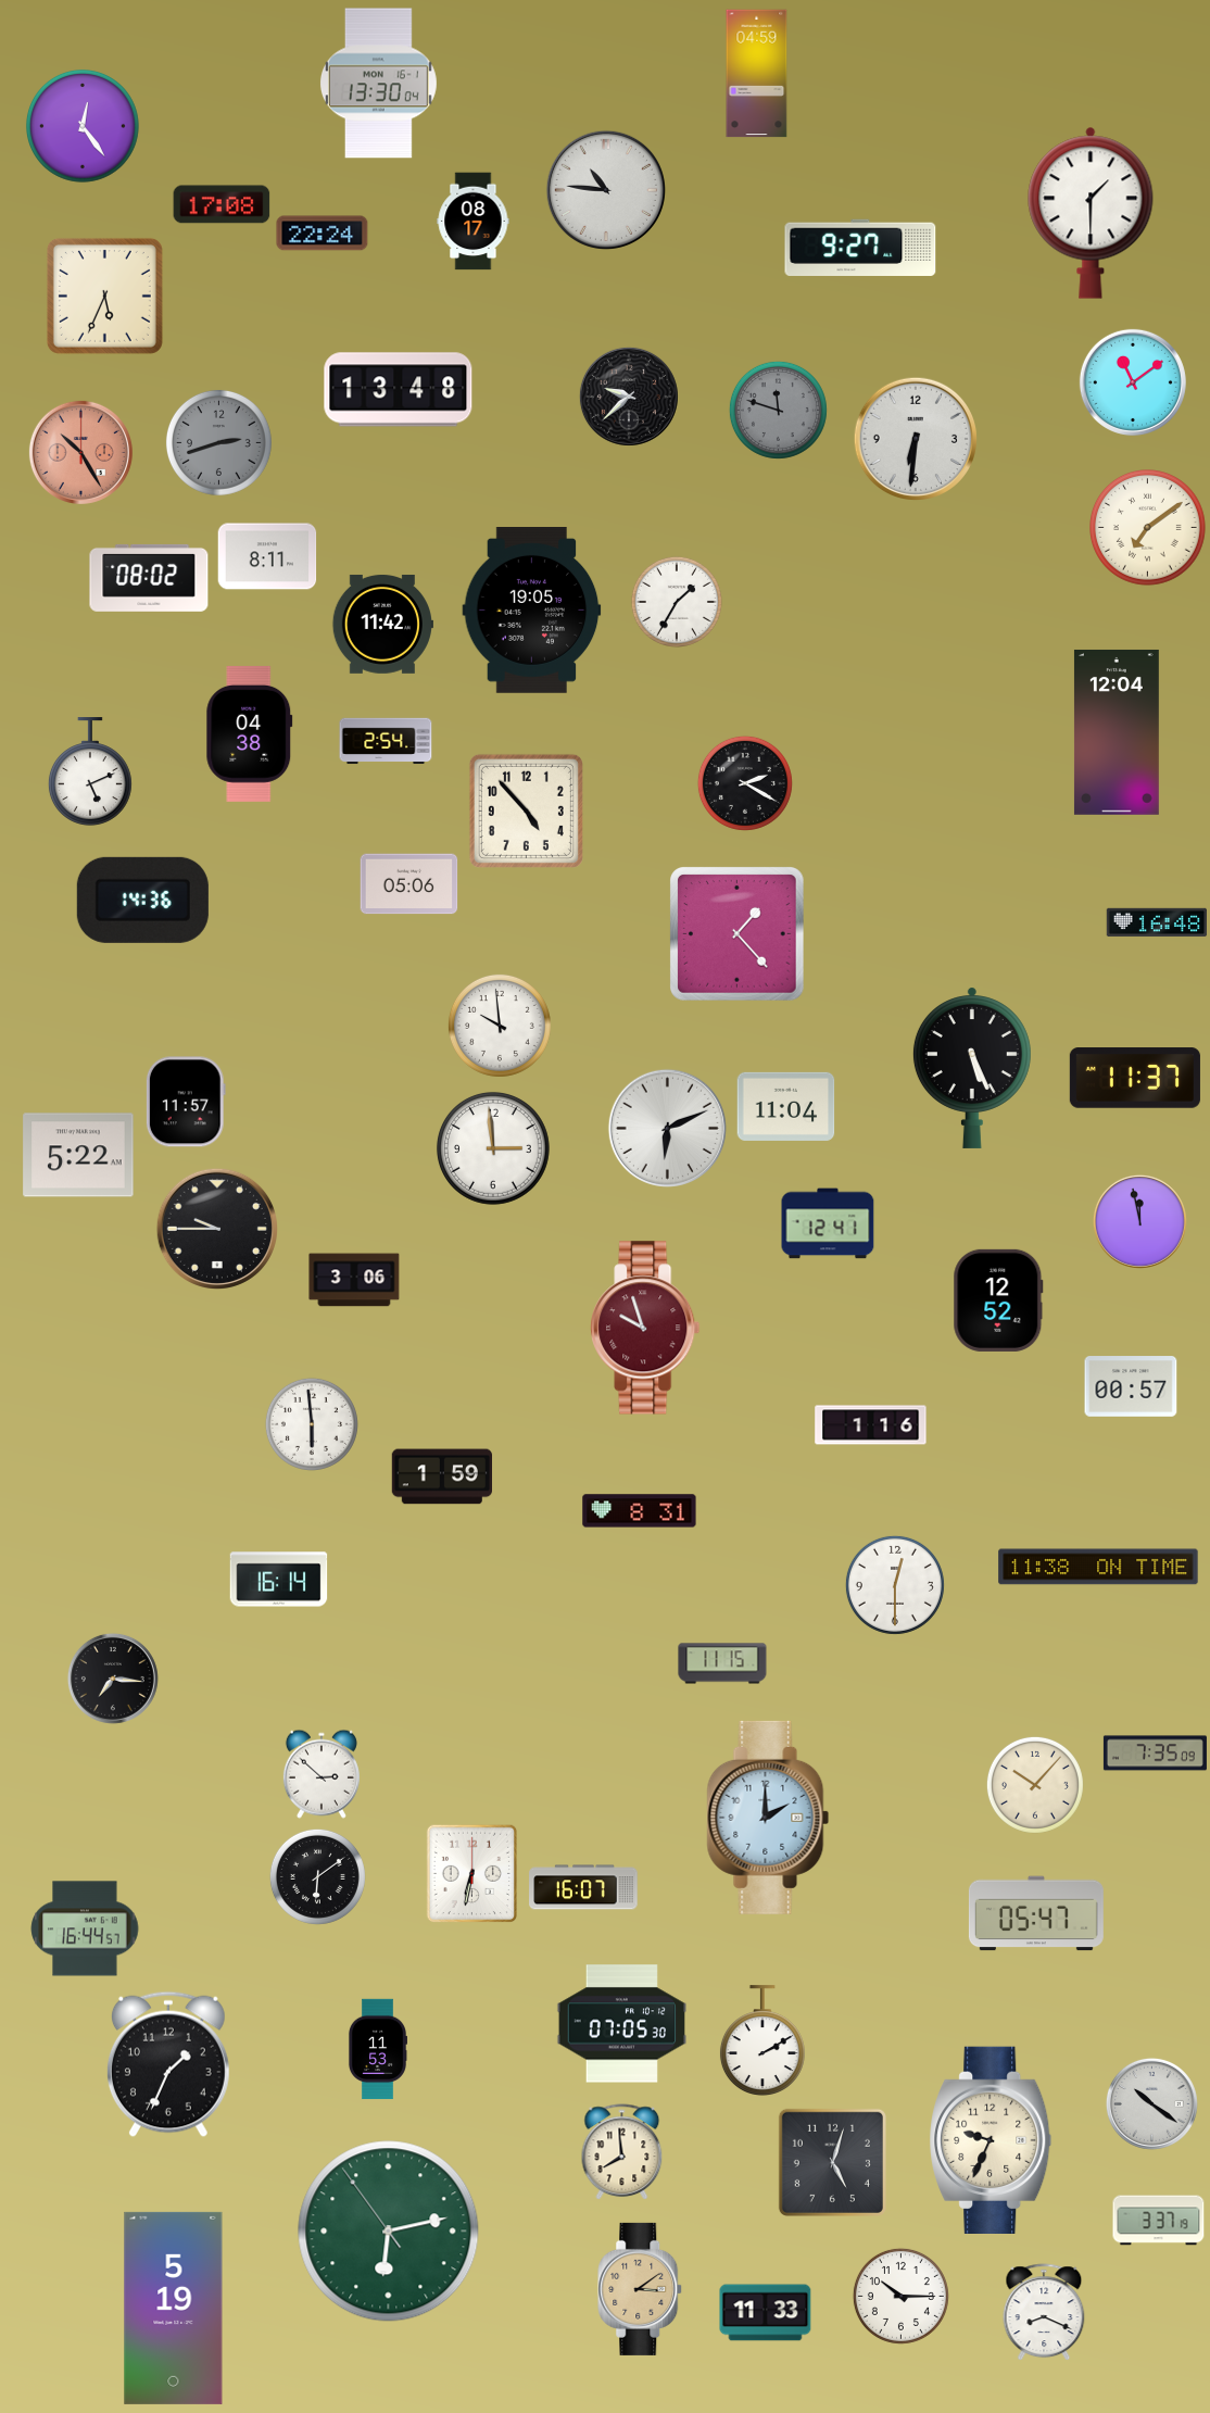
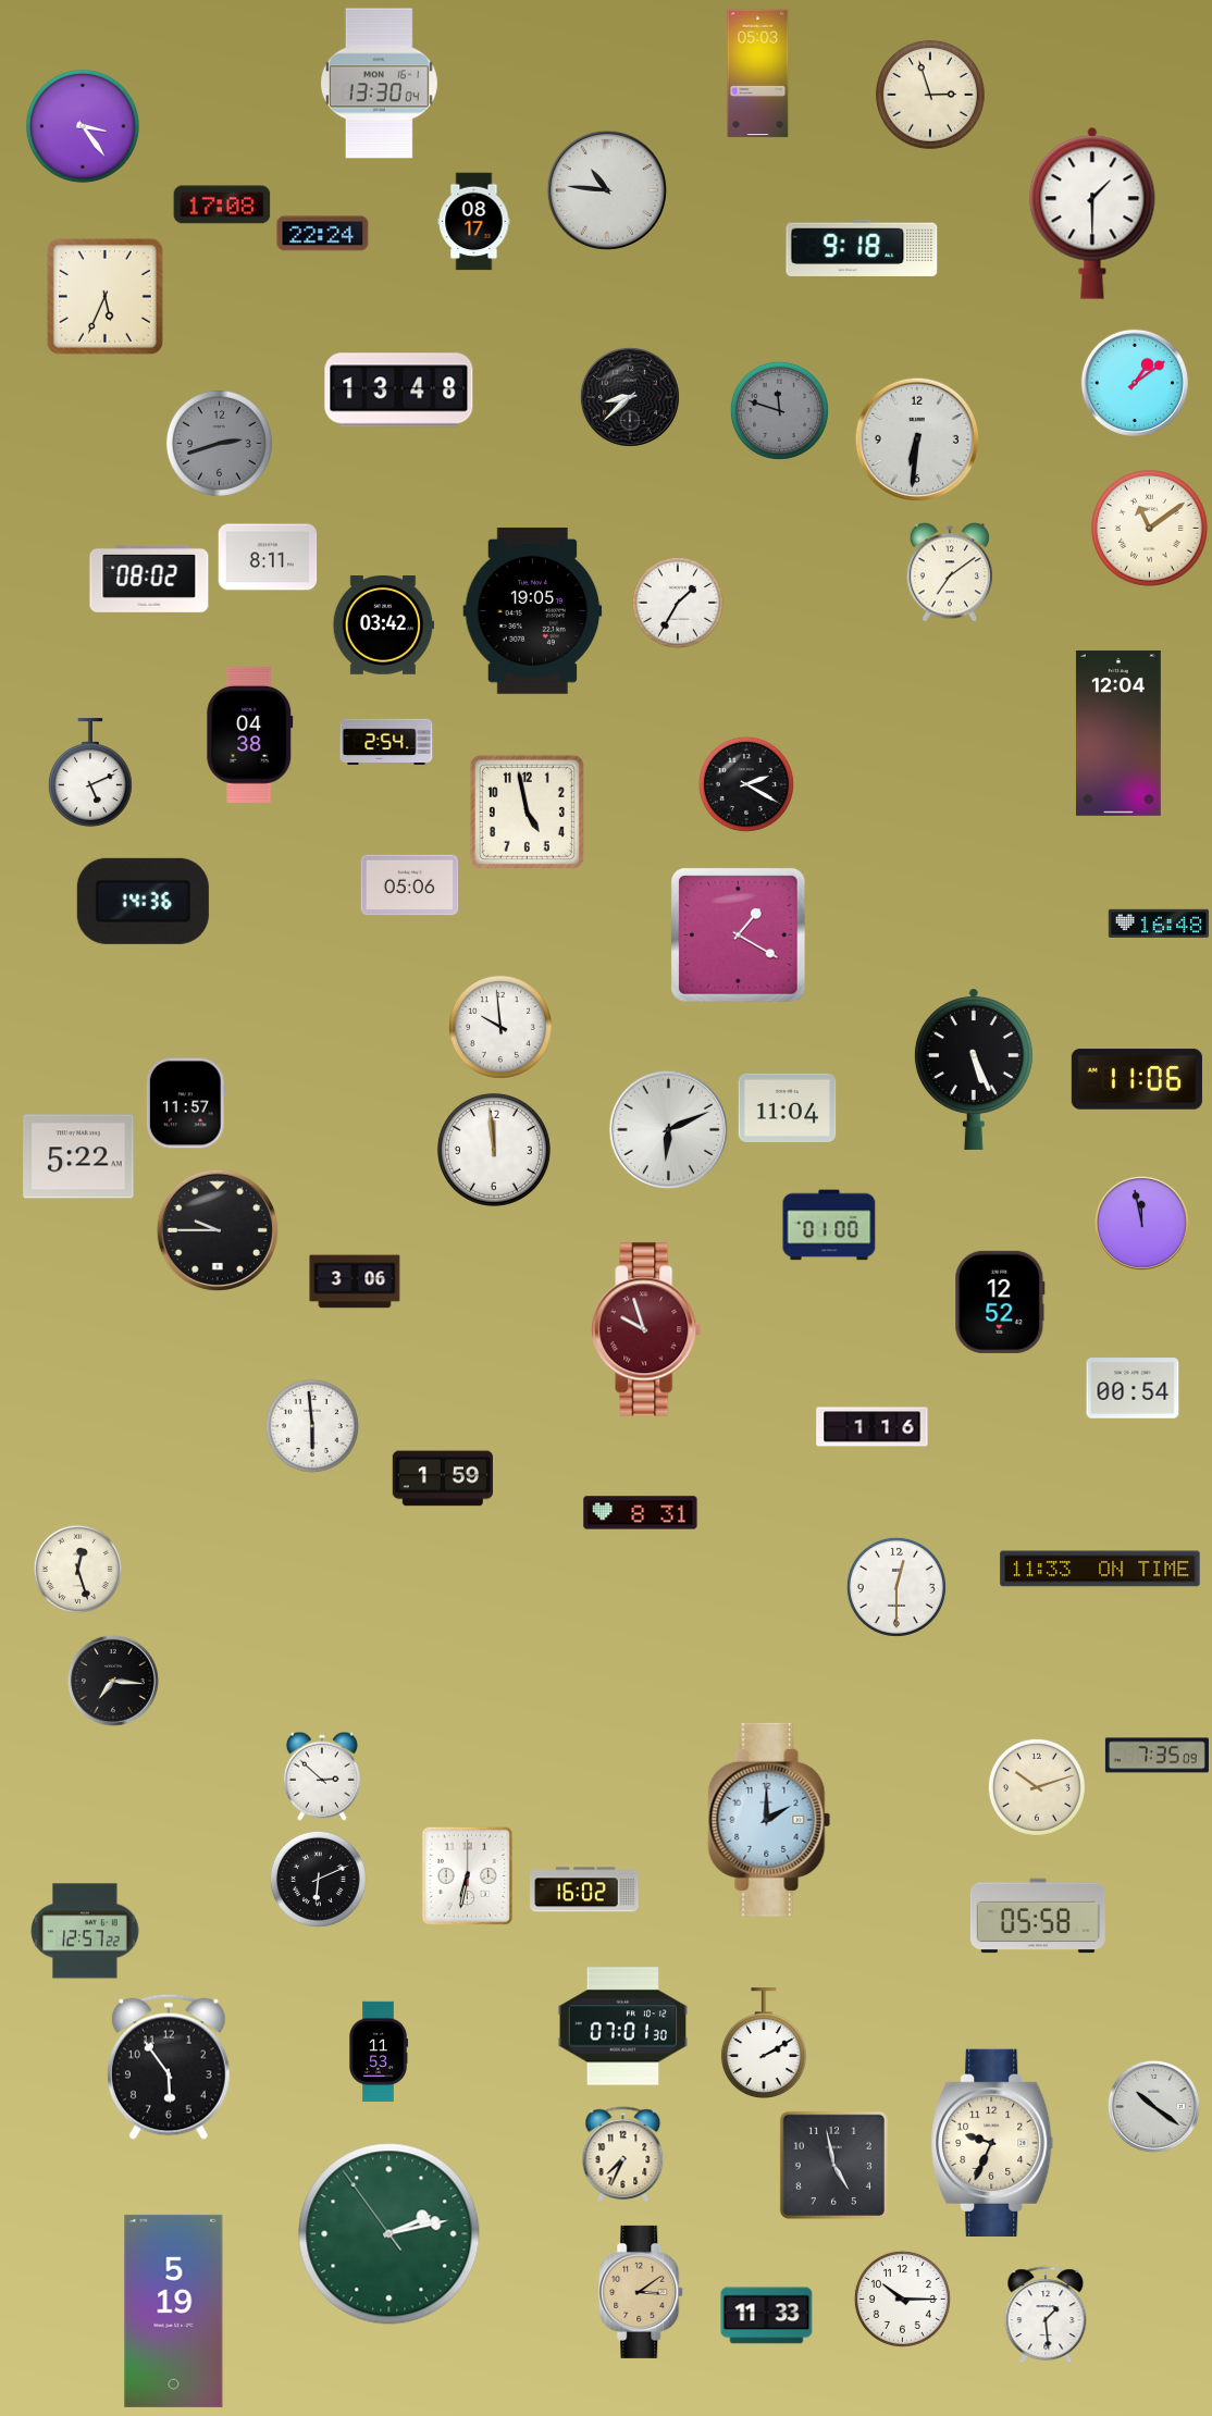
clock at (757, 74): 04:59 -> 05:03
clock at (930, 95): none -> 2:57
clock at (83, 126): 12:24 -> 3:24
clock at (860, 247): 9:27 -> 9:18
clock at (1133, 382): 11:09 -> 1:09
clock at (629, 397): 9:38 -> 8:38
clock at (80, 452): 10:25 -> none
clock at (1148, 528): 7:09 -> 11:09
clock at (949, 572): none -> 7:09
clock at (382, 624): 11:42 -> 03:42
clock at (526, 810): 4:53 -> 4:58
clock at (738, 934): 1:23 -> 1:20
clock at (1135, 1078): 11:37 -> 11:06
clock at (493, 1148): 2:59 -> 11:59
clock at (828, 1223): 12:41 -> 01:00
clock at (1131, 1386): 00:57 -> 00:54
clock at (77, 1569): none -> 12:27
clock at (1098, 1567): 11:38 -> 11:33
clock at (279, 1580): 16:14 -> none
clock at (722, 1663): 11:15 -> none
clock at (1035, 1785): 10:07 -> 10:12
clock at (471, 1874) position: (471, 1874) -> (467, 1876)
clock at (317, 1876): 6:09 -> 6:11
clock at (583, 1887): 16:07 -> 16:02
clock at (1036, 1913): 05:47 -> 05:58
clock at (85, 1928): 16:44 -> 12:57
clock at (621, 2024): 07:05 -> 07:01
clock at (168, 2064): 1:34 -> 5:54
clock at (622, 2151): 7:59 -> 7:34
clock at (832, 2162): 5:03 -> 4:58
clock at (1159, 2221): 3:37 -> none
clock at (389, 2232): 6:12 -> 2:12
clock at (1044, 2313): 8:19 -> 1:29
